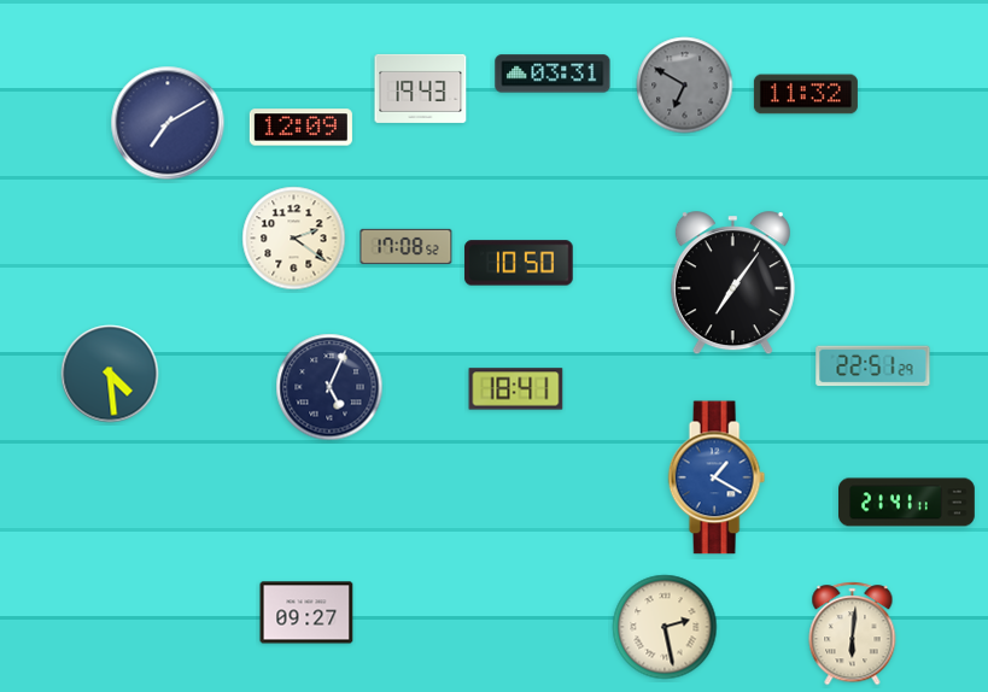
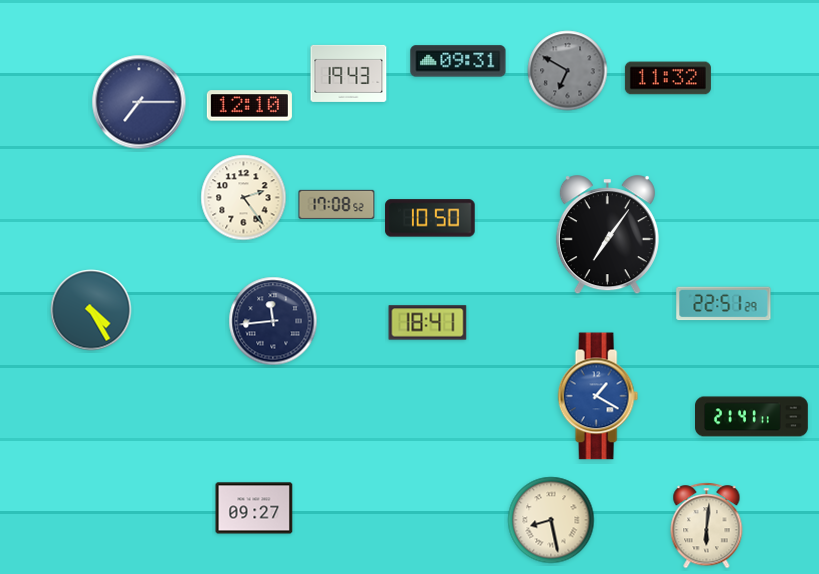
clock at (553, 74): 03:31 -> 09:31
clock at (168, 123): 7:10 -> 7:15
clock at (300, 128): 12:09 -> 12:10
clock at (294, 239): 2:21 -> 2:24
clock at (110, 374): 4:29 -> 4:25
clock at (329, 387): 5:04 -> 11:44
clock at (717, 477) position: (717, 477) -> (598, 396)
clock at (665, 627): 2:28 -> 8:28
